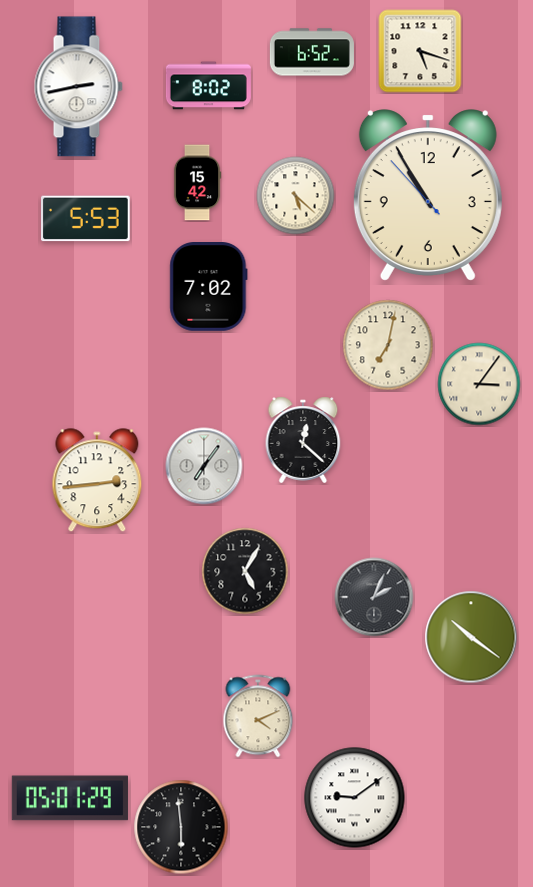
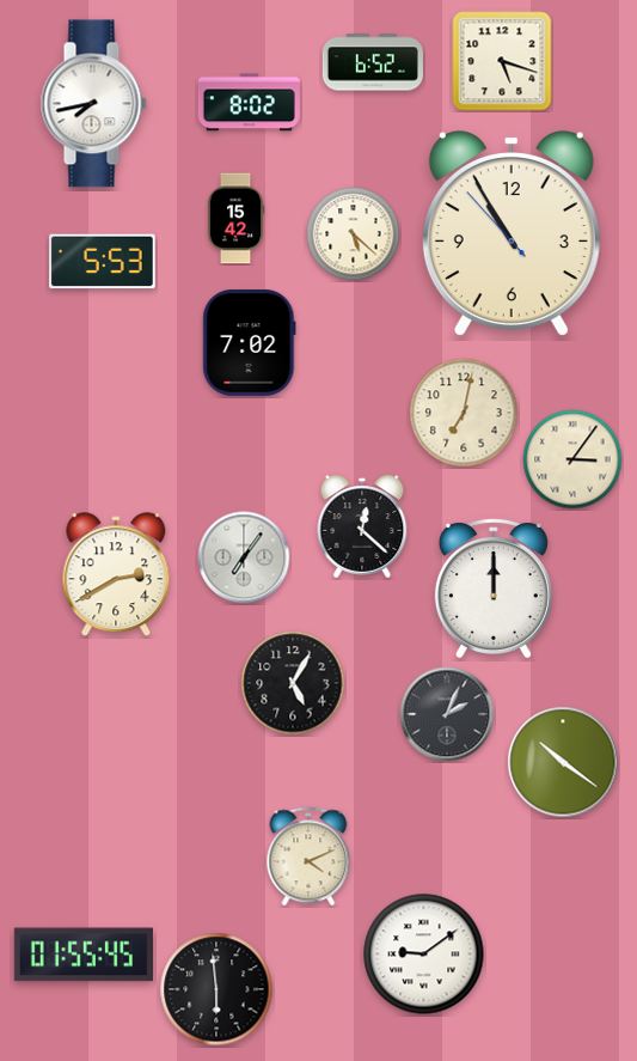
clock at (78, 87): 2:43 -> 7:43
clock at (97, 481): 2:44 -> 2:40
clock at (494, 587): none -> 12:00
clock at (70, 798): 05:01 -> 01:55
